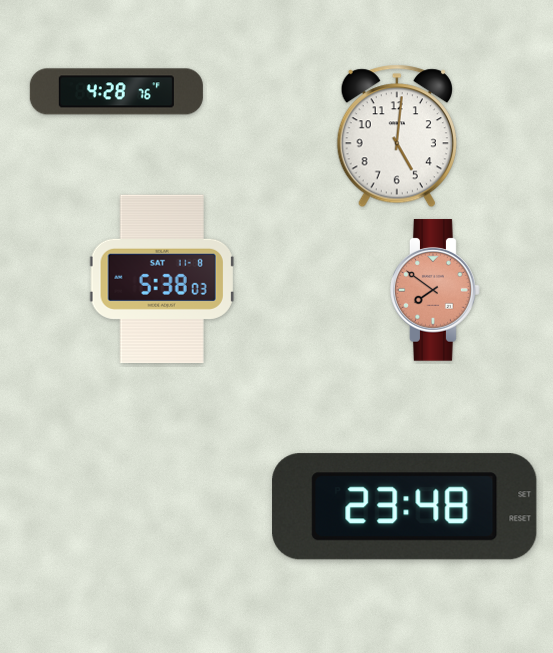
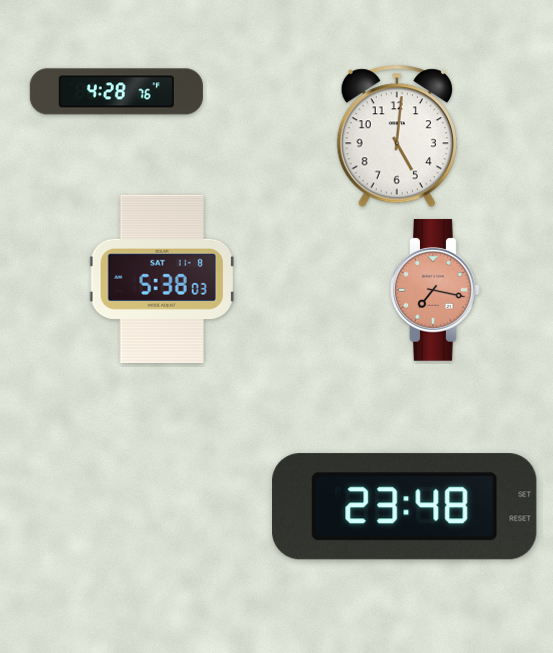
clock at (435, 290): 7:51 -> 7:17
